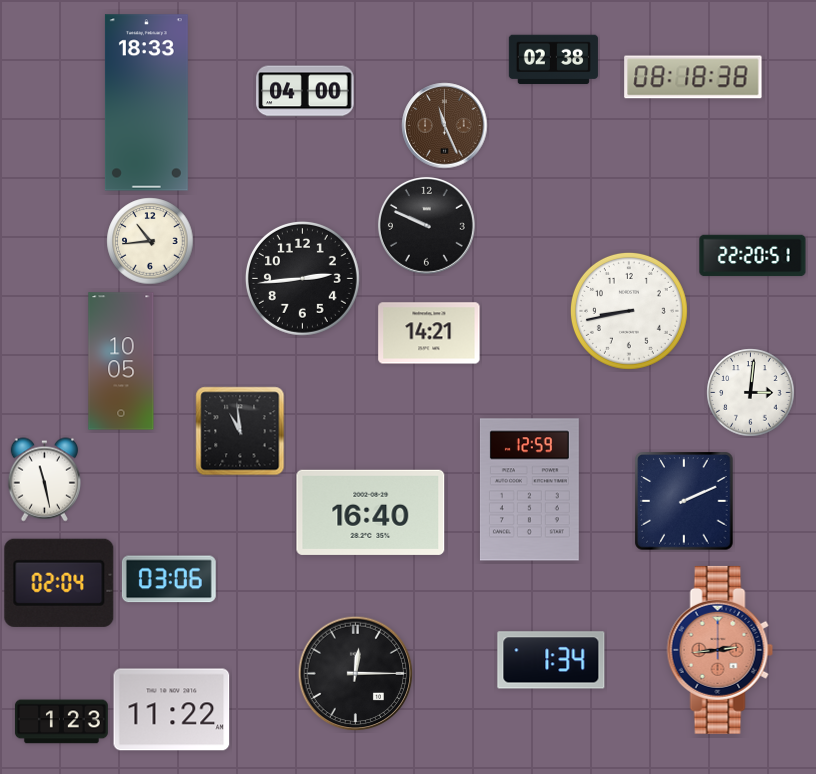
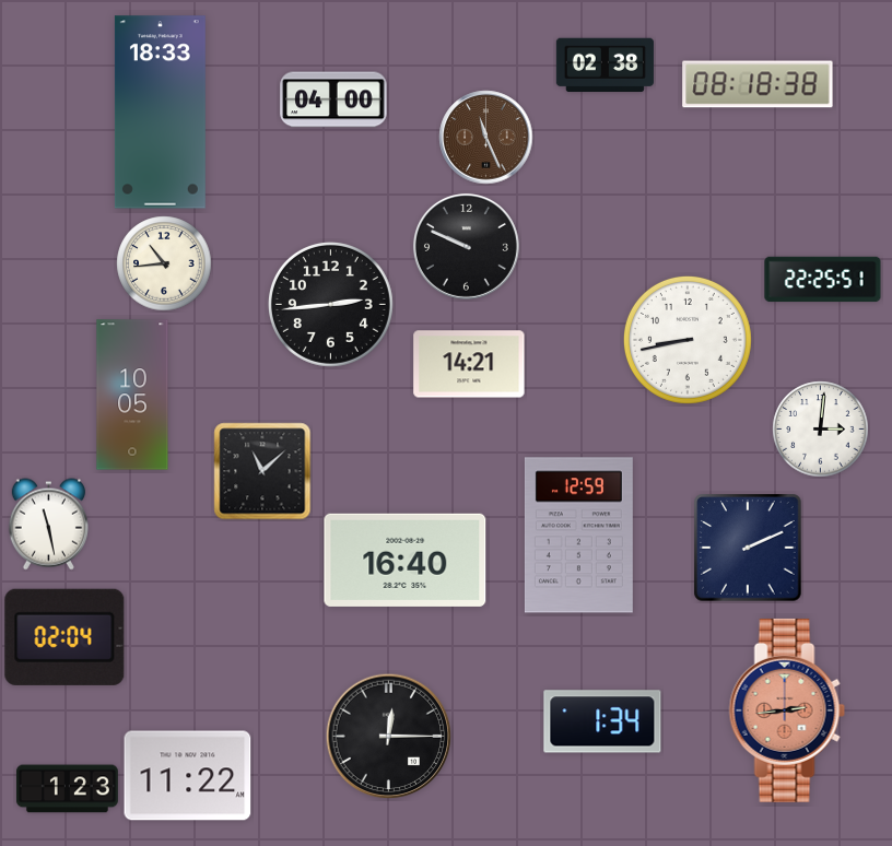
clock at (753, 256): 22:20 -> 22:25
clock at (240, 431): 10:59 -> 11:08
clock at (169, 579): 03:06 -> none
